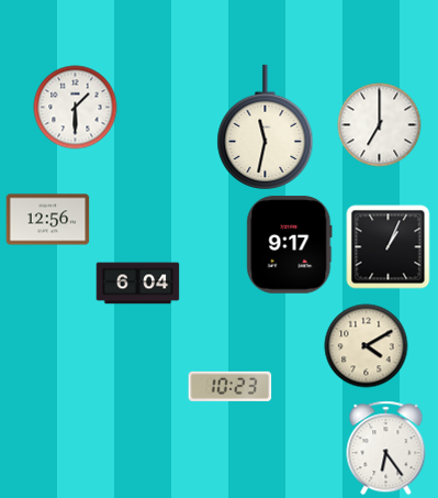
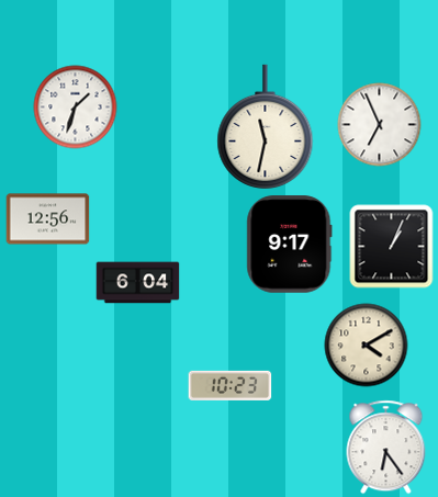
clock at (76, 108): 1:30 -> 1:33
clock at (380, 125): 7:00 -> 6:56
clock at (389, 247) position: (389, 247) -> (392, 247)
